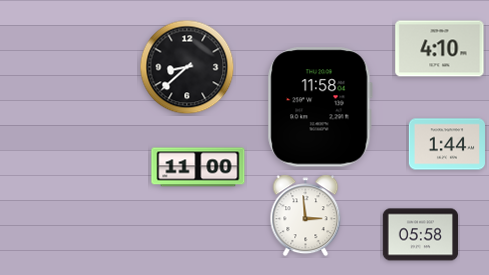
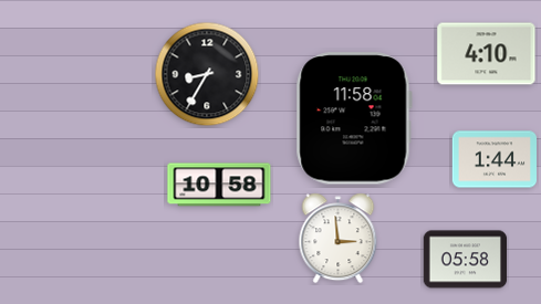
clock at (187, 67): 8:38 -> 8:35
clock at (198, 167): 11:00 -> 10:58
